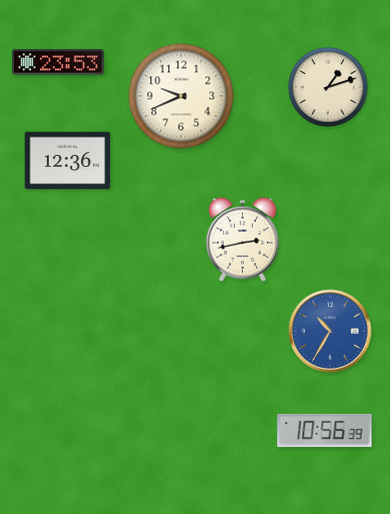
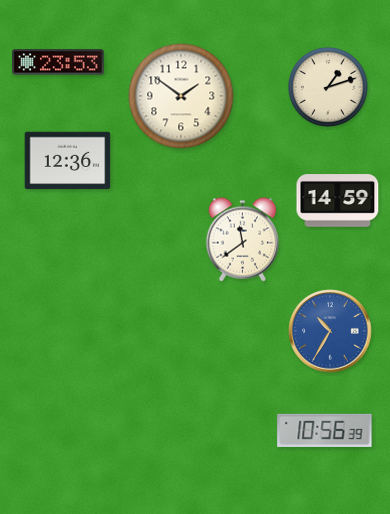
clock at (181, 96): 9:41 -> 1:51
clock at (338, 201): none -> 14:59
clock at (243, 240): 2:43 -> 11:39
